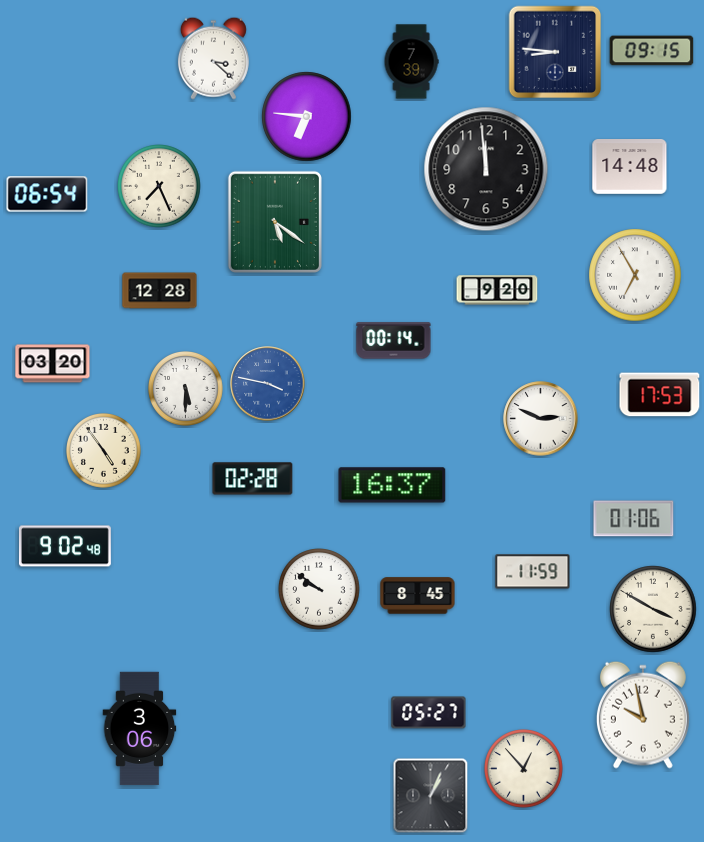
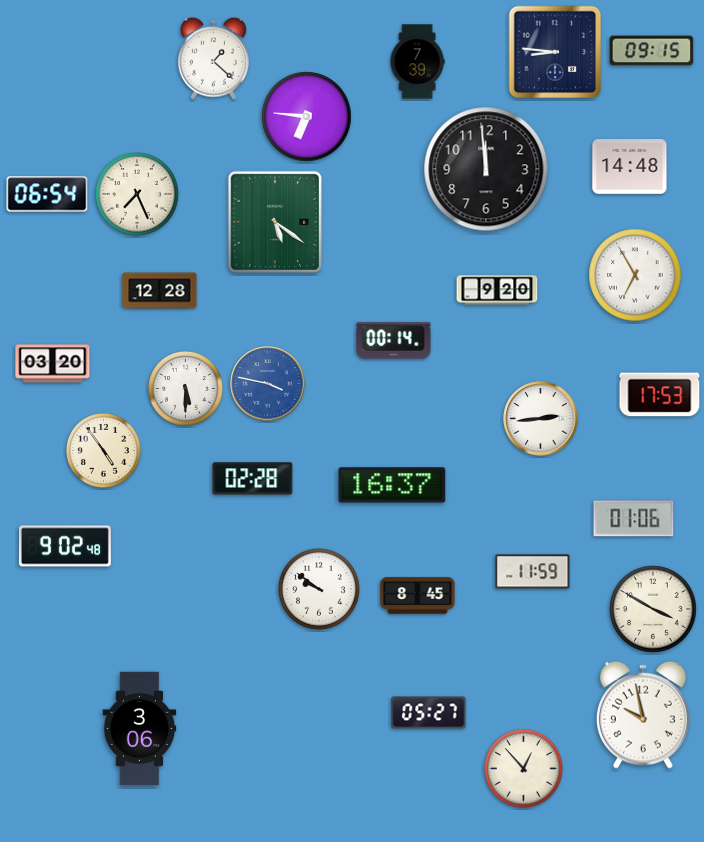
clock at (213, 58): 3:22 -> 1:22
clock at (411, 62) position: (411, 62) -> (417, 62)
clock at (159, 186) position: (159, 186) -> (137, 194)
clock at (541, 419): 2:49 -> 2:44
clock at (431, 796): 1:04 -> none
